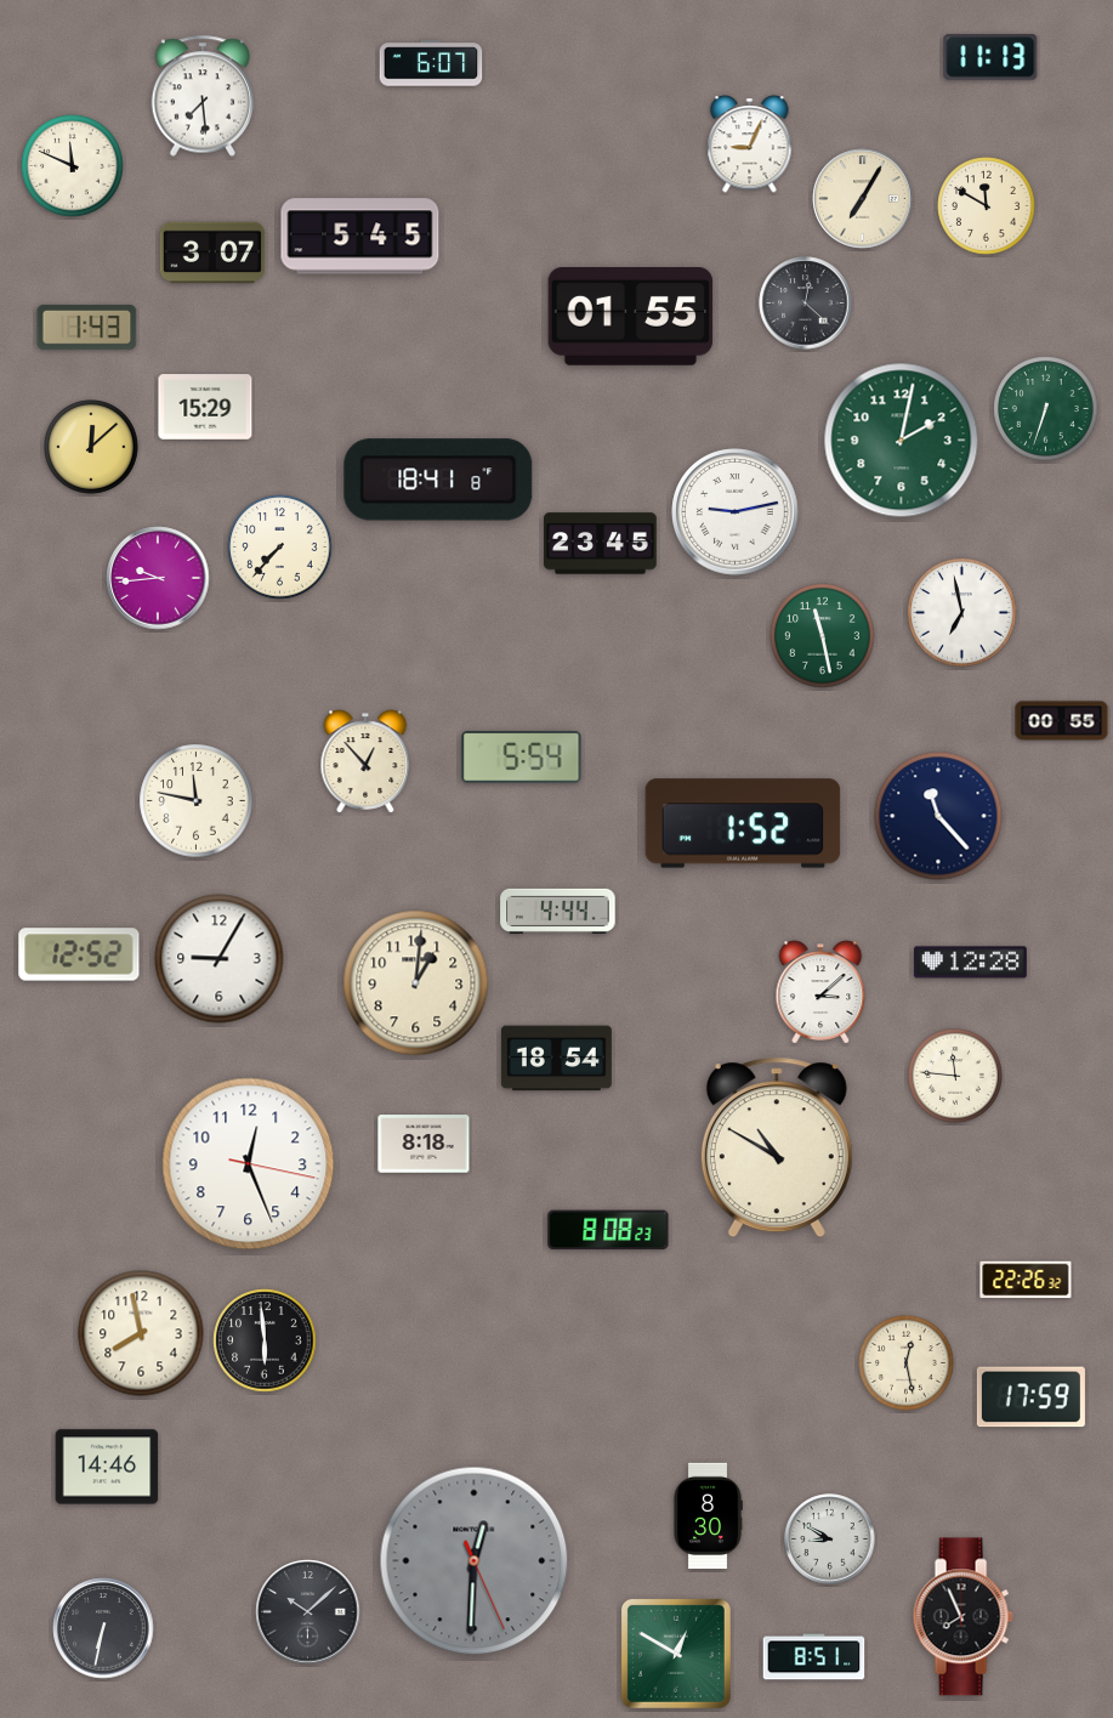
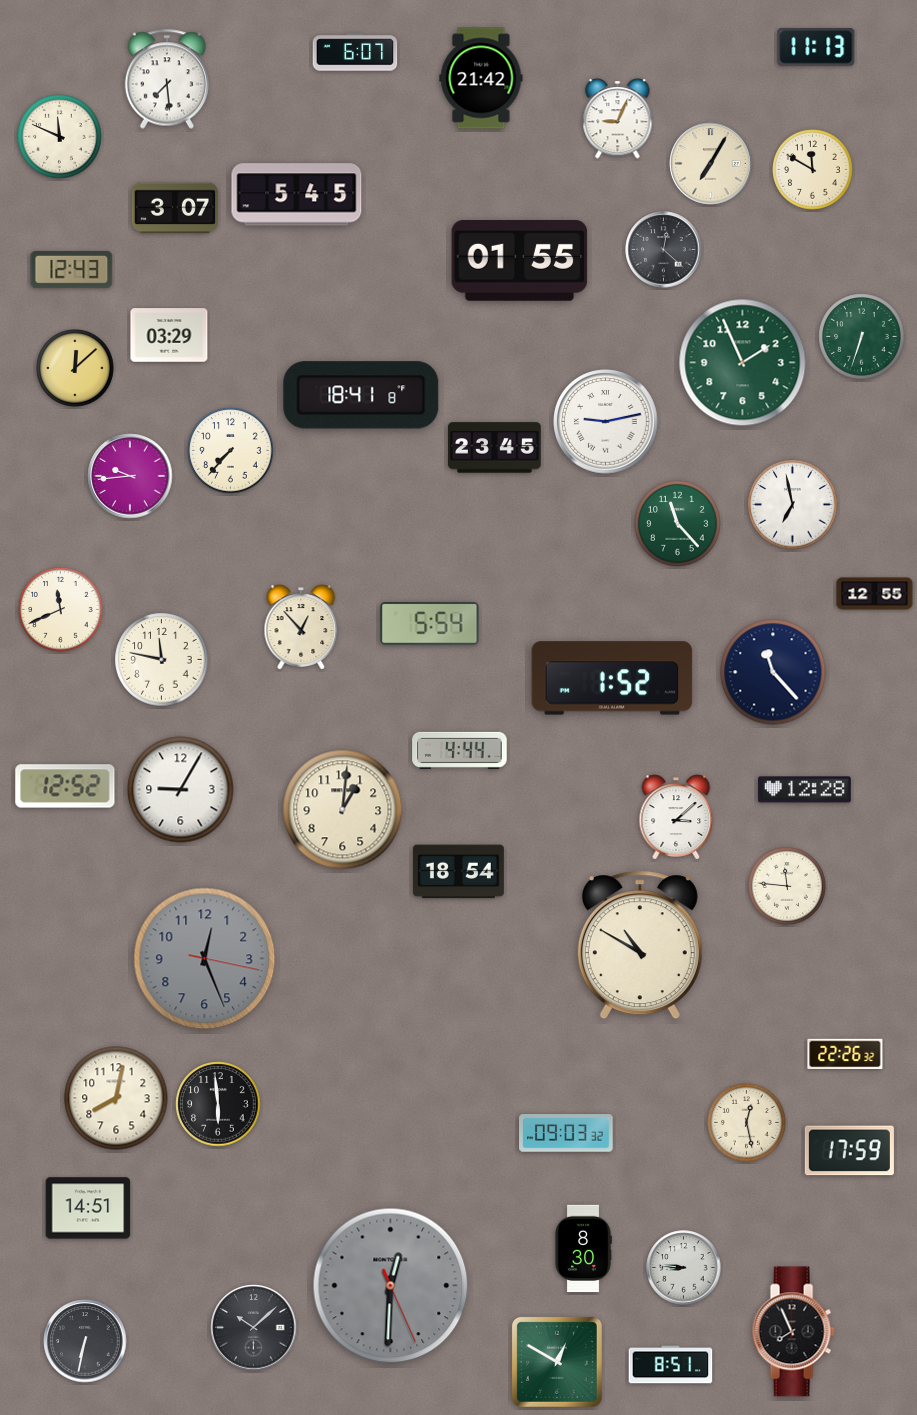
clock at (481, 78): none -> 21:42
clock at (87, 327): 1:43 -> 12:43
clock at (205, 407): 15:29 -> 03:29
clock at (902, 441): 2:02 -> 1:56
clock at (823, 636): 11:28 -> 11:23
clock at (1062, 721): 00:55 -> 12:55
clock at (61, 610): none -> 11:41
clock at (971, 963) position: (971, 963) -> (805, 790)
clock at (424, 1144): 8:18 -> none
clock at (249, 1164) dial: white -> grey
clock at (608, 1230): 8:08 -> none
clock at (141, 1333): 7:58 -> 8:02
clock at (566, 1133): none -> 09:03
clock at (107, 1467): 14:46 -> 14:51
clock at (830, 1540): 8:50 -> 8:46
